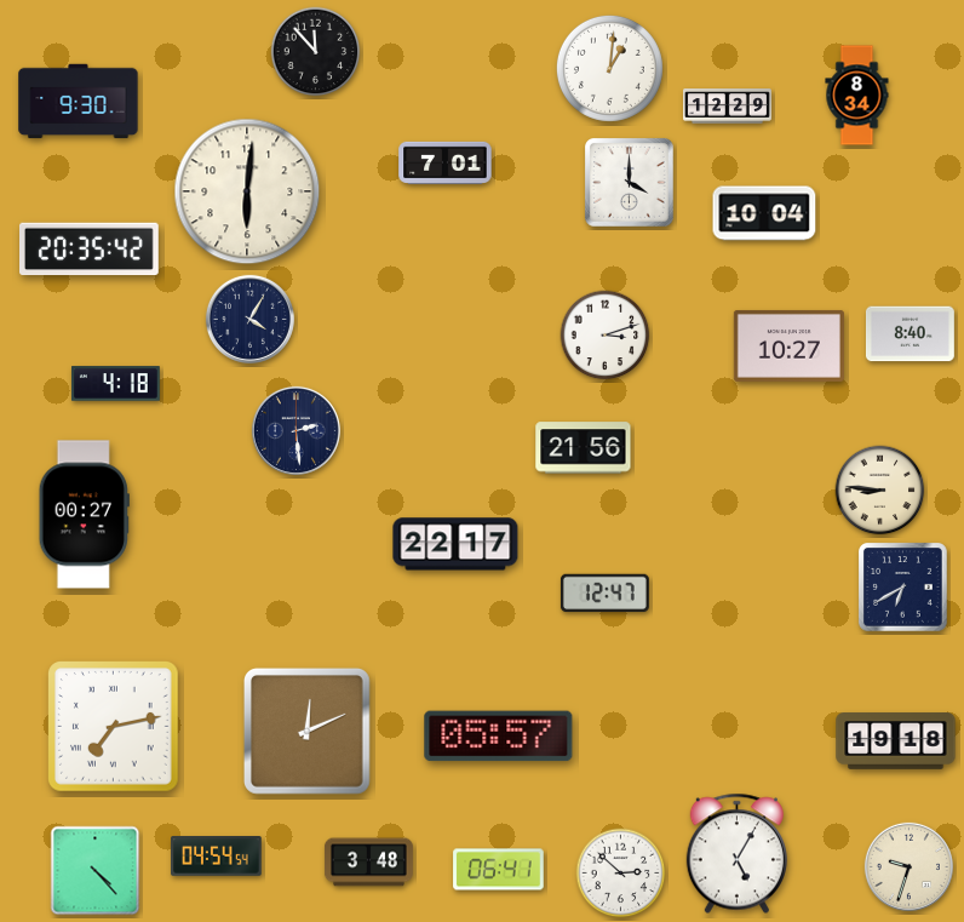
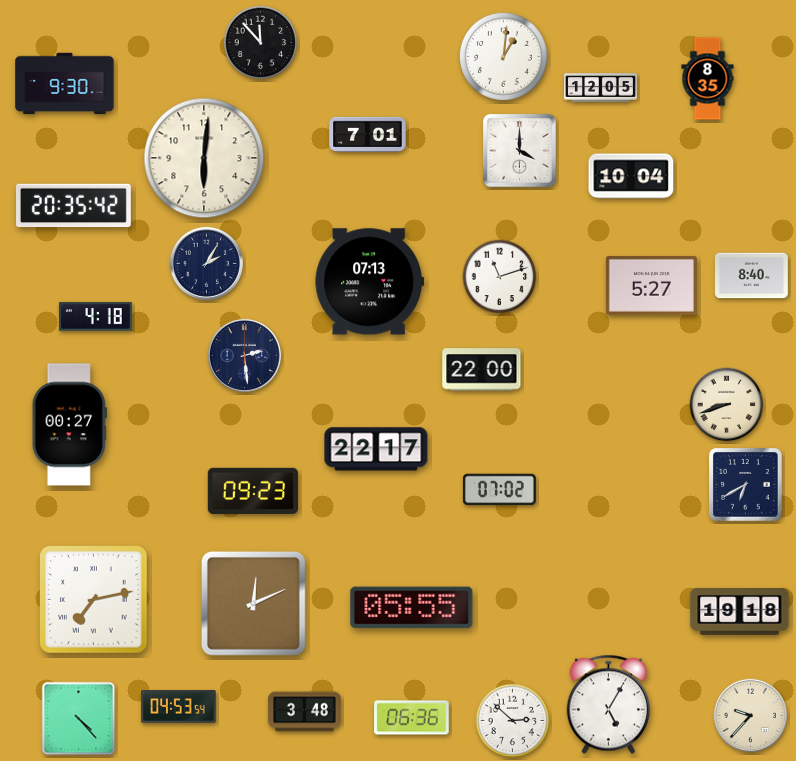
clock at (857, 96): 8:34 -> 8:35
clock at (728, 107): 12:29 -> 12:05
clock at (249, 319): 4:05 -> 2:05
clock at (606, 336): 3:12 -> 11:12
clock at (370, 282): none -> 07:13
clock at (788, 345): 10:27 -> 5:27
clock at (584, 448): 21:56 -> 22:00
clock at (880, 491): 8:46 -> 8:42
clock at (252, 490): none -> 09:23
clock at (604, 594): 12:47 -> 07:02
clock at (499, 737): 05:57 -> 05:55
clock at (217, 857): 04:54 -> 04:53
clock at (908, 866): 9:33 -> 9:37
clock at (499, 870): 06:41 -> 06:36
